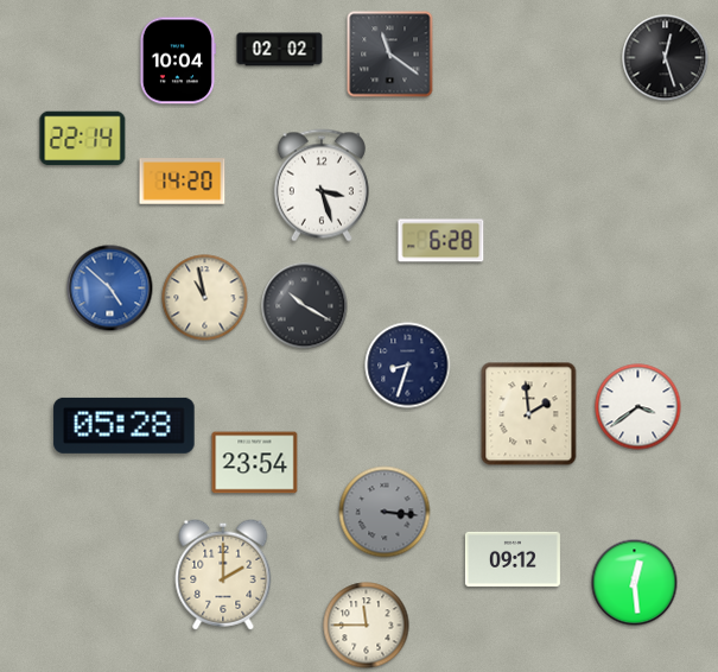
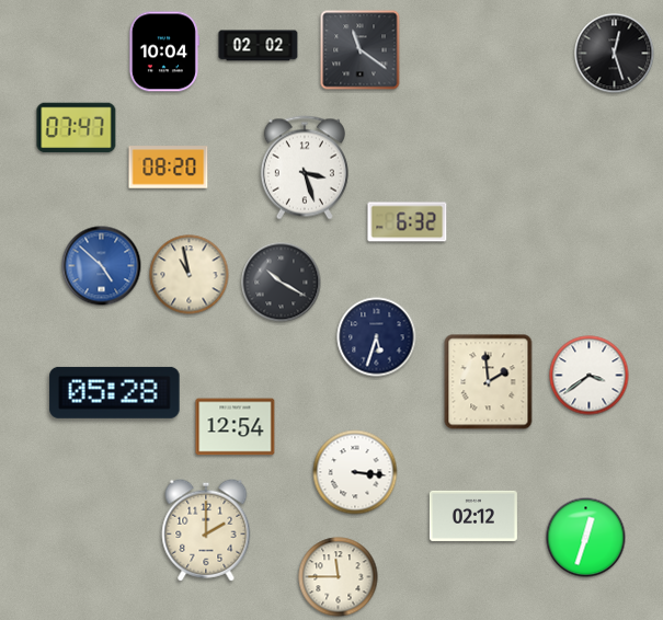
clock at (177, 61) position: (177, 61) -> (163, 51)
clock at (83, 139): 22:14 -> 07:47
clock at (183, 182): 14:20 -> 08:20
clock at (322, 185) position: (322, 185) -> (305, 168)
clock at (441, 241): 6:28 -> 6:32
clock at (408, 366): 8:33 -> 5:33
clock at (255, 463): 23:54 -> 12:54
clock at (385, 512) dial: grey -> white
clock at (513, 559): 09:12 -> 02:12
clock at (635, 583): 12:29 -> 12:33
